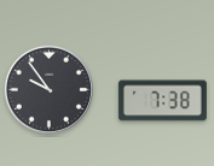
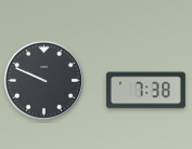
clock at (48, 89): 9:54 -> 9:49
